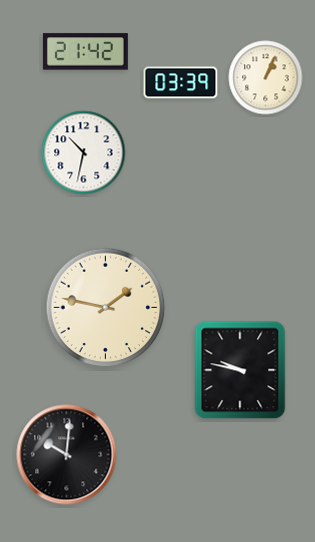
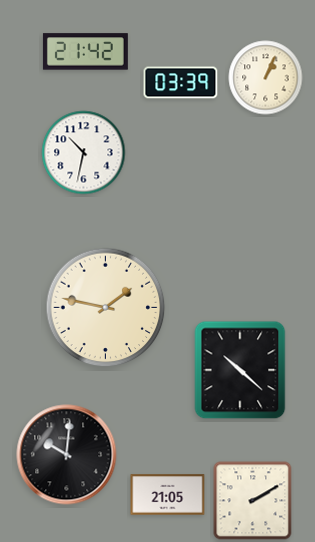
clock at (240, 370): 9:47 -> 10:22
clock at (168, 495): none -> 21:05
clock at (253, 501): none -> 2:10
